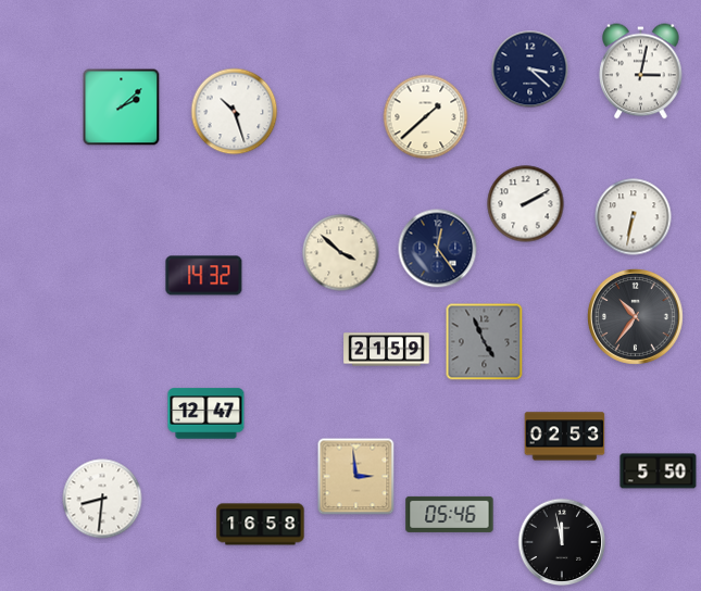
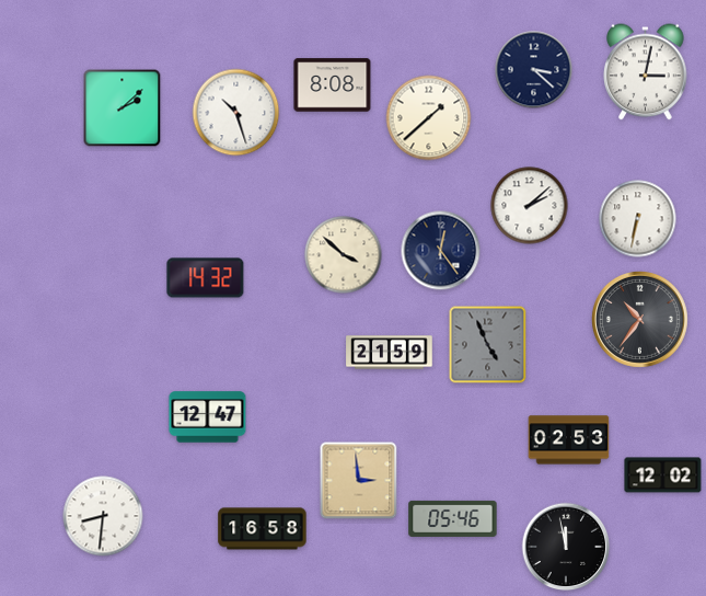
clock at (333, 85): none -> 8:08
clock at (526, 204): 2:10 -> 2:08
clock at (659, 471): 5:50 -> 12:02
clock at (102, 499) position: (102, 499) -> (103, 516)
